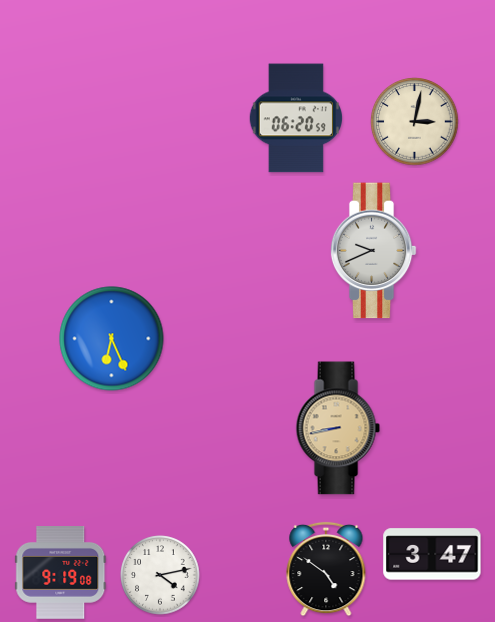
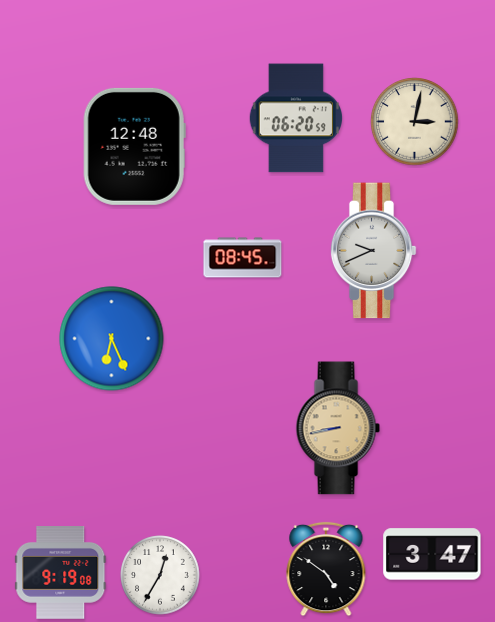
clock at (134, 146): none -> 12:48
clock at (243, 258): none -> 08:45
clock at (160, 575): 4:13 -> 12:35
